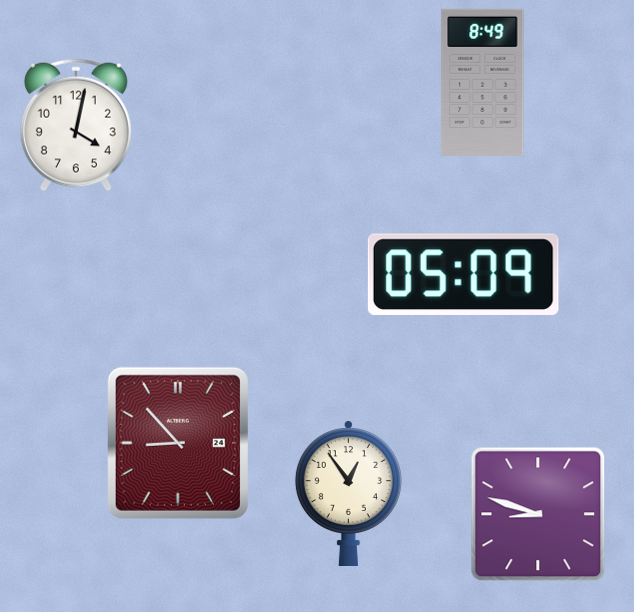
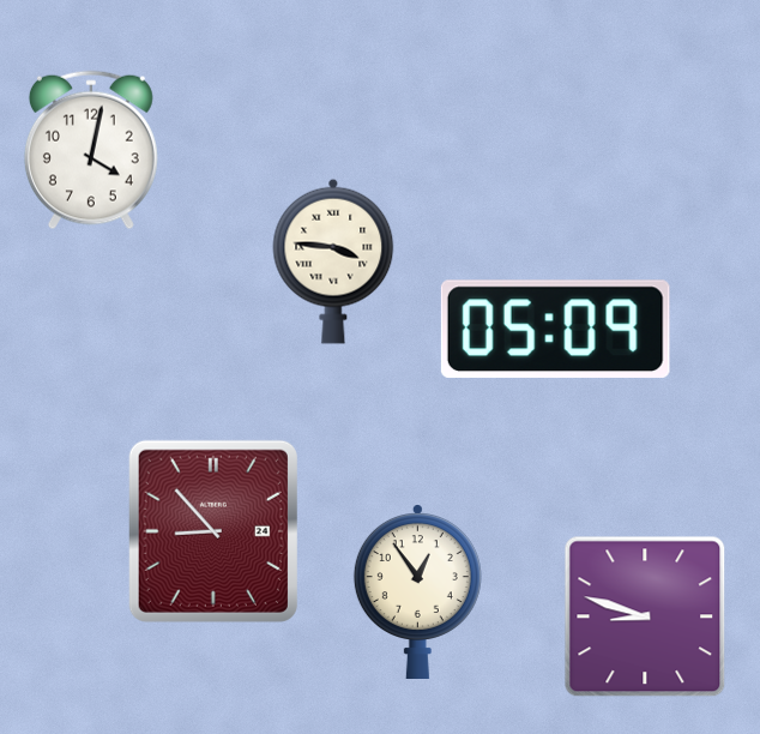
clock at (483, 82): 8:49 -> none
clock at (333, 261): none -> 3:46
